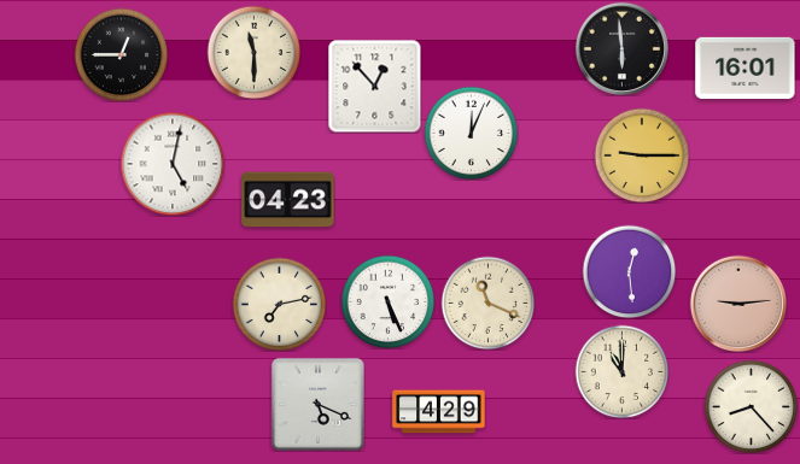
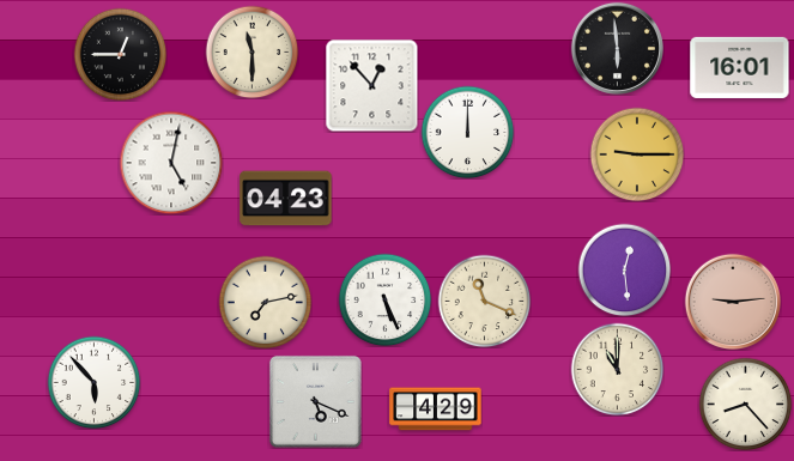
clock at (471, 133): 12:04 -> 12:00
clock at (279, 304) position: (279, 304) -> (265, 302)
clock at (93, 382): none -> 5:53
